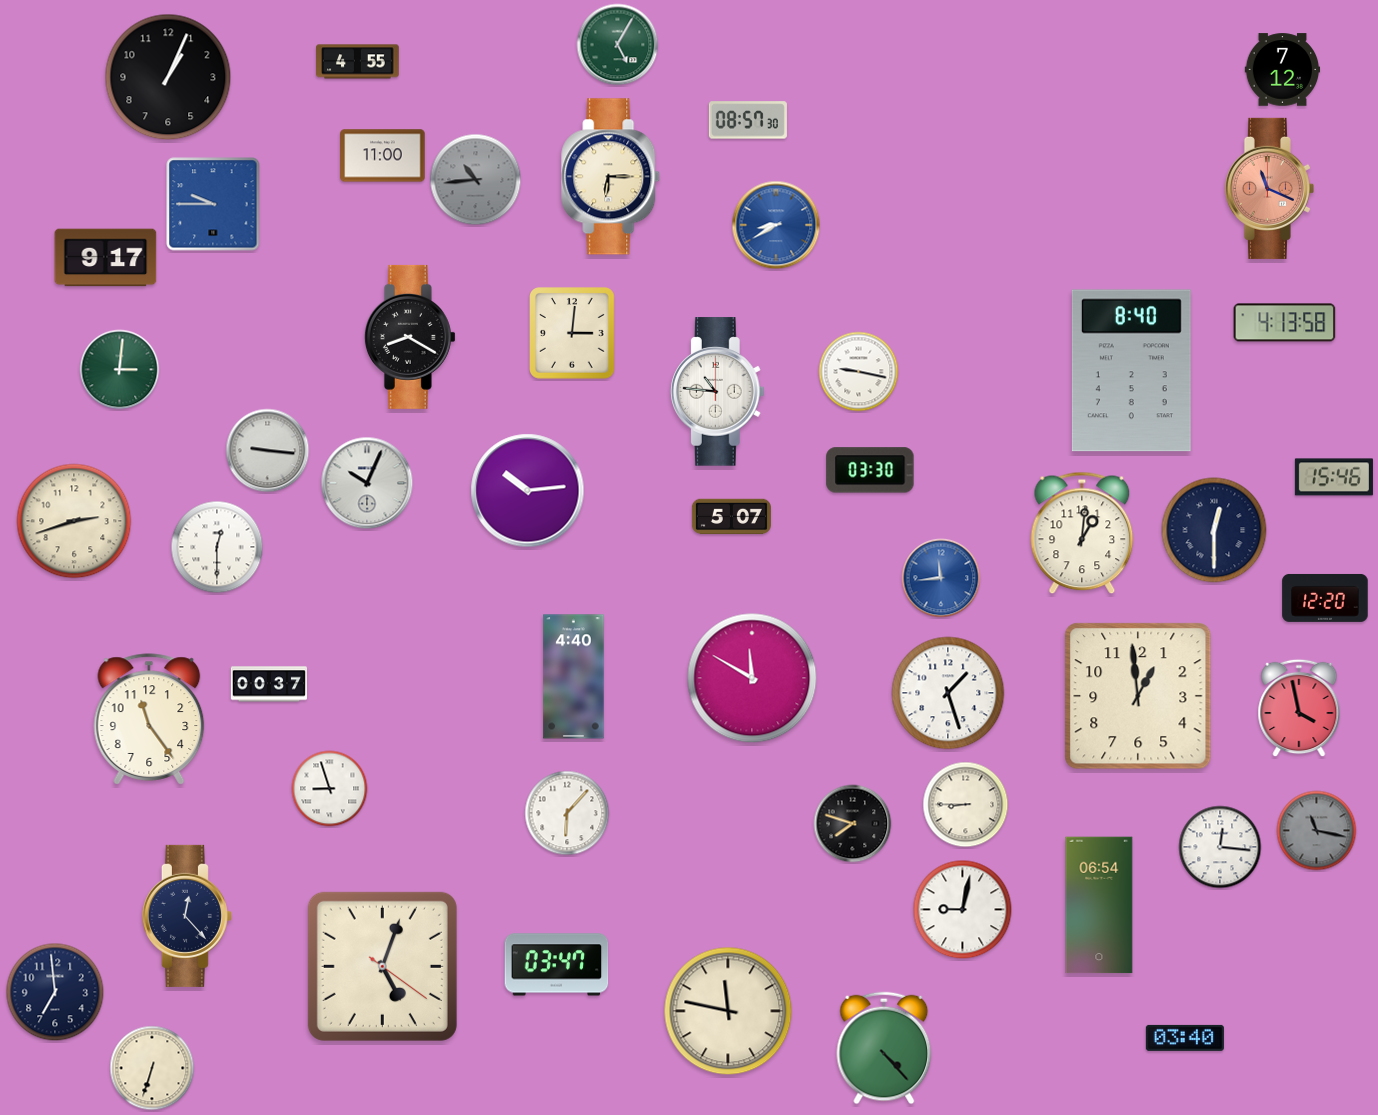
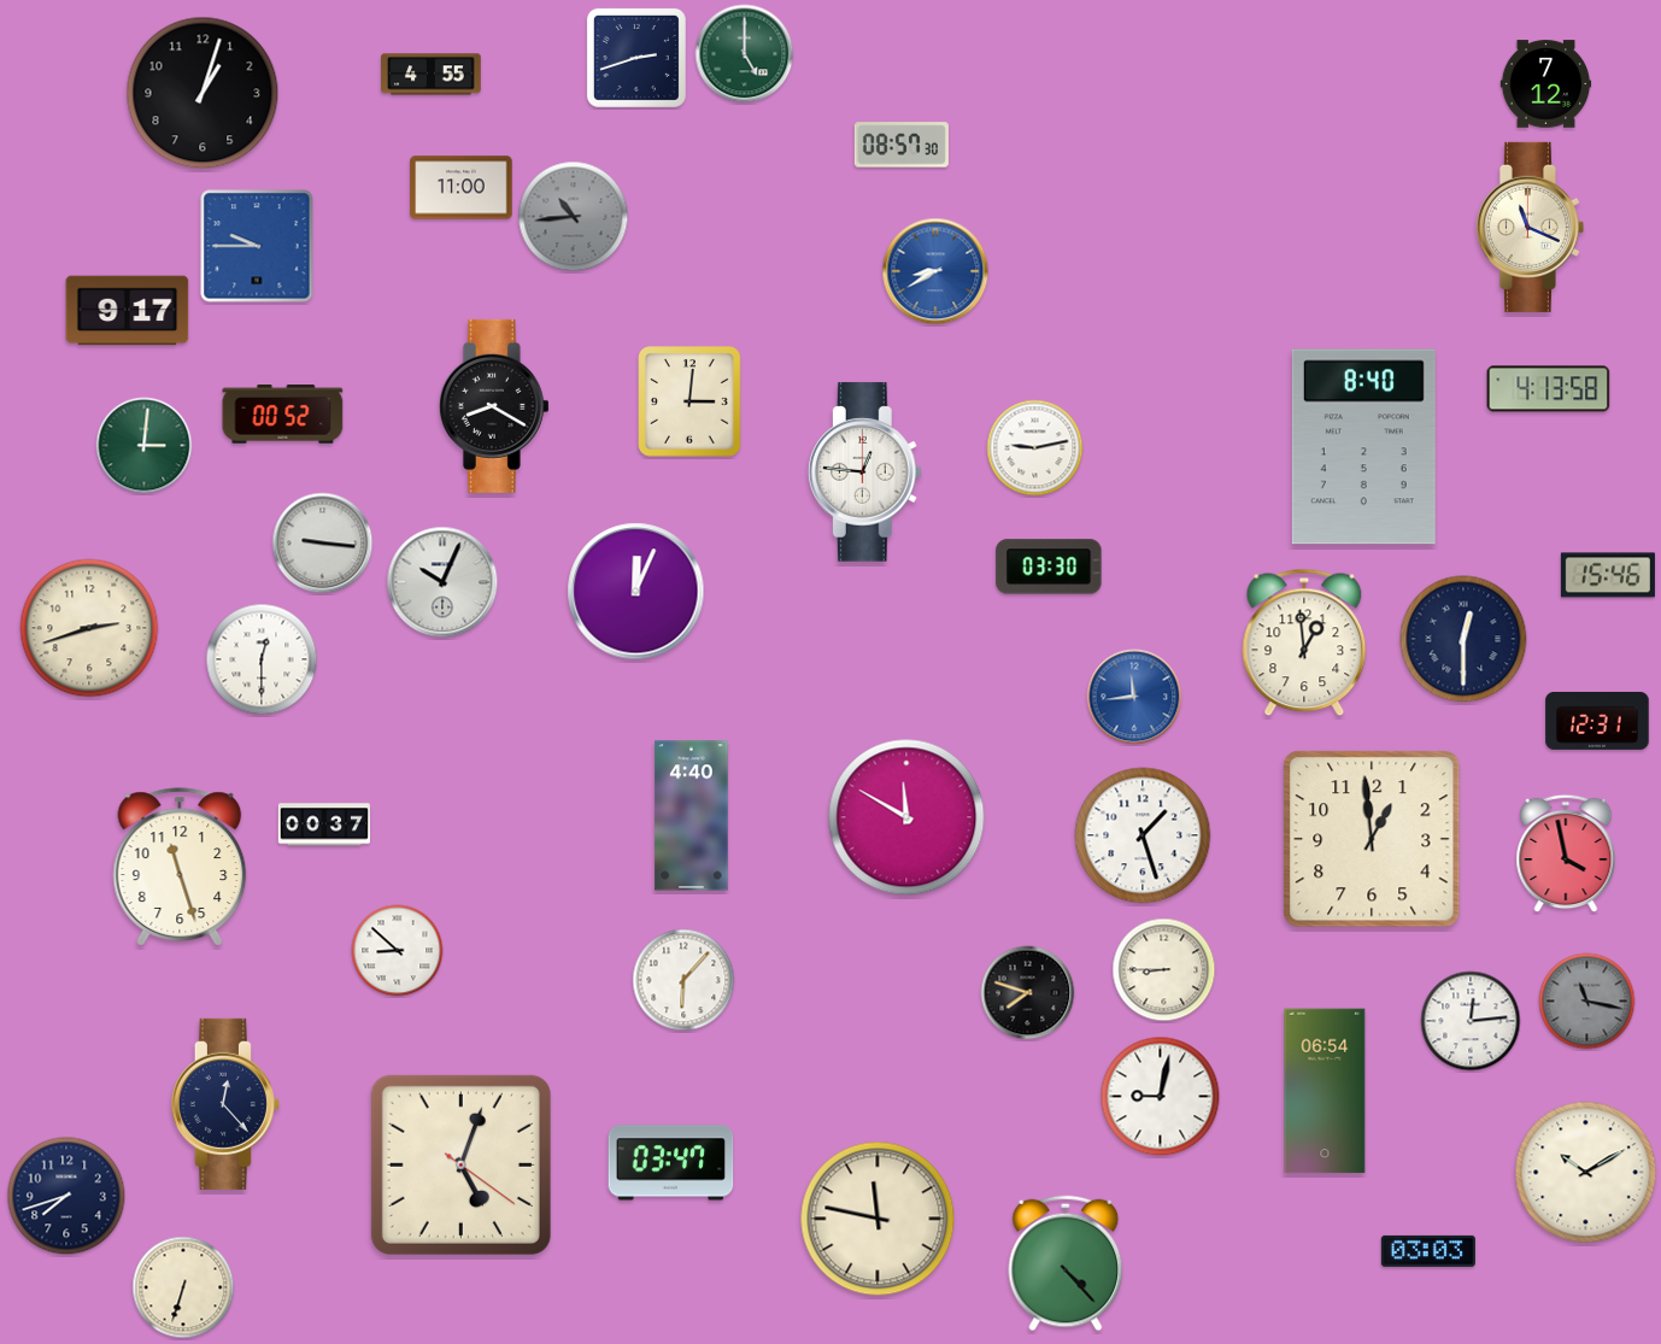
clock at (618, 45): 5:05 -> 5:00
clock at (636, 58): none -> 2:42
clock at (168, 77): 1:04 -> 1:03
clock at (611, 177): 6:15 -> none
clock at (1269, 188) dial: salmon -> cream
clock at (283, 415): none -> 00:52
clock at (859, 372): 9:17 -> 9:13
clock at (717, 392): 10:46 -> 12:46
clock at (528, 491): 10:14 -> 12:04
clock at (731, 517): 5:07 -> none
clock at (1082, 533): 1:01 -> 12:59
clock at (1325, 598): 12:20 -> 12:31
clock at (149, 719): 11:24 -> 11:27
clock at (330, 789): 8:57 -> 8:52
clock at (1220, 847): 12:16 -> 12:14
clock at (1586, 1173): none -> 10:10
clock at (55, 992): 6:59 -> 7:42
clock at (1185, 1038): 03:40 -> 03:03
